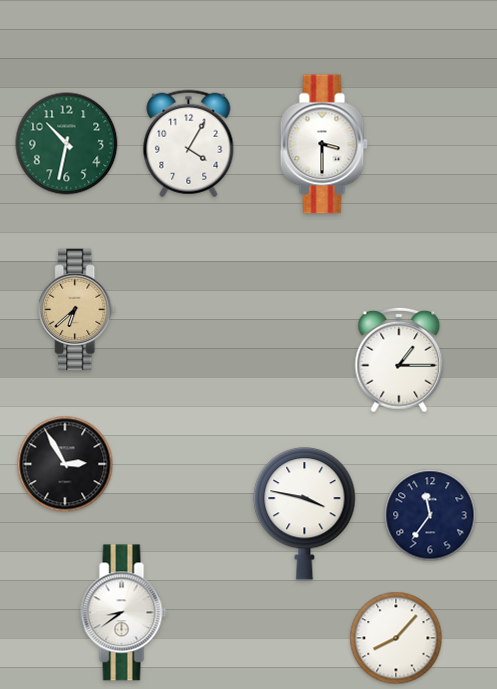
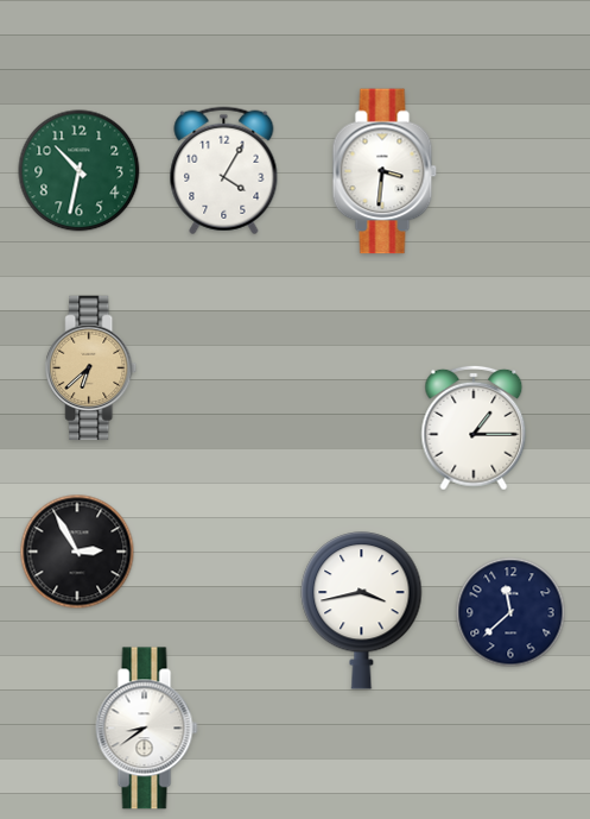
clock at (324, 144): 3:30 -> 3:31
clock at (305, 514): 3:47 -> 3:43
clock at (430, 515): 11:36 -> 11:38
clock at (396, 638): 8:07 -> none
